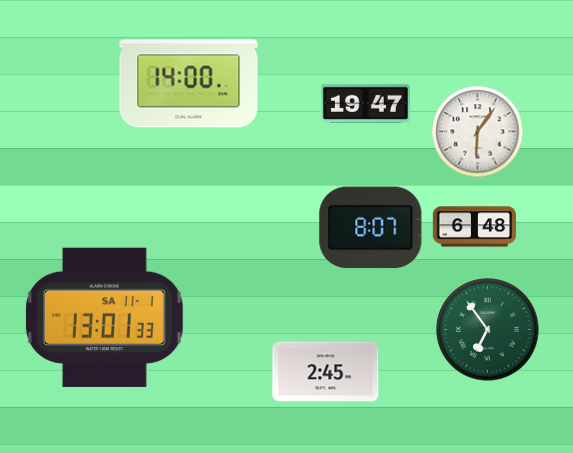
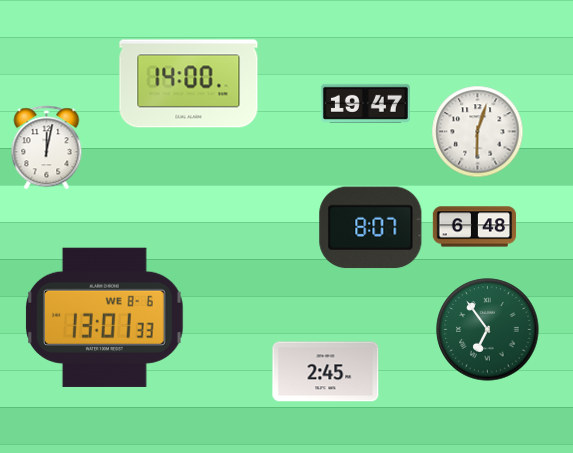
clock at (478, 132): 6:06 -> 6:03
clock at (47, 148): none -> 12:02
clock at (105, 317) date: SA 11-1 -> WE 8-6
